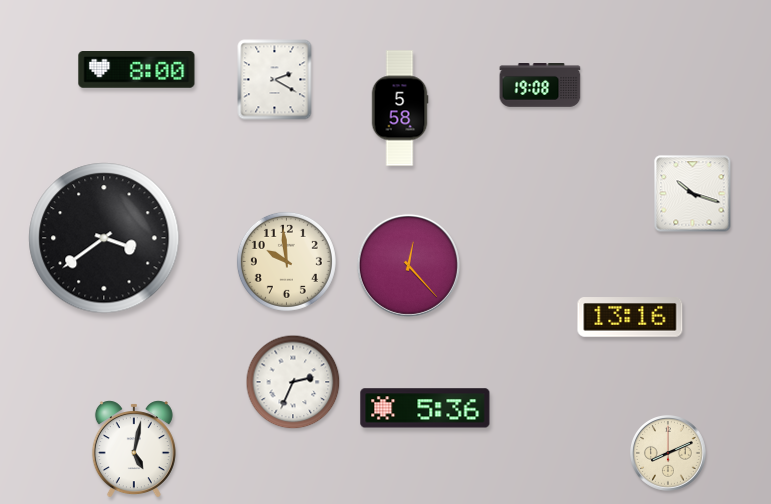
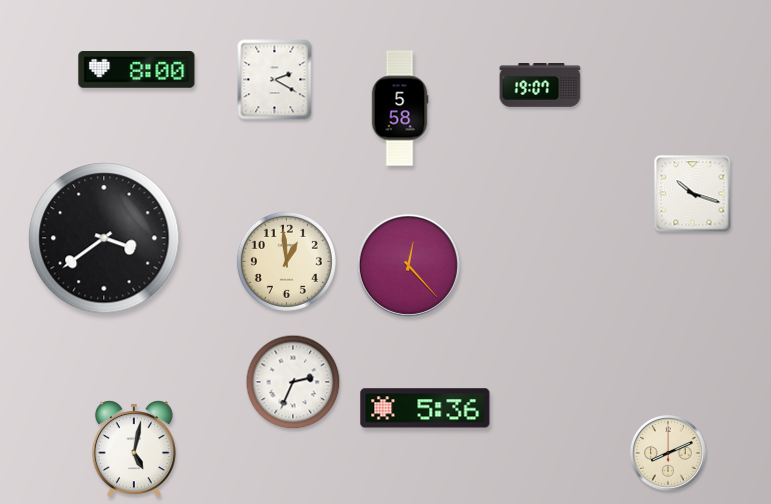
clock at (540, 86): 19:08 -> 19:07
clock at (286, 261): 9:59 -> 12:59
clock at (630, 317): 13:16 -> none
